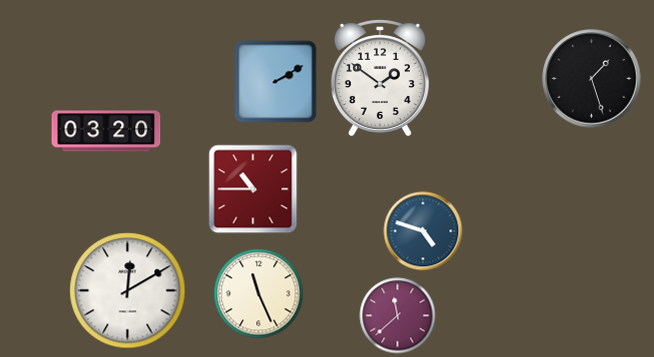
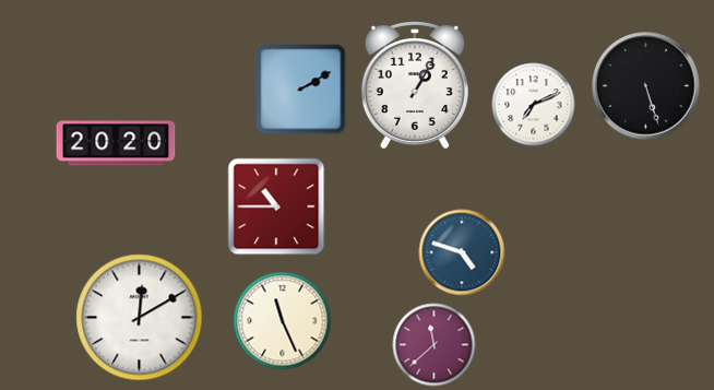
clock at (380, 78): 1:51 -> 1:05
clock at (592, 79): 1:27 -> 5:27
clock at (534, 105): none -> 7:11
clock at (106, 131): 03:20 -> 20:20
